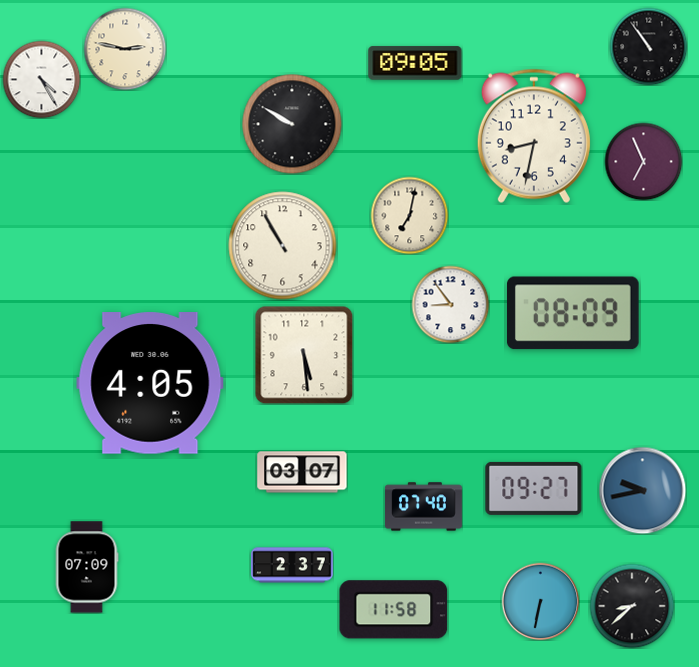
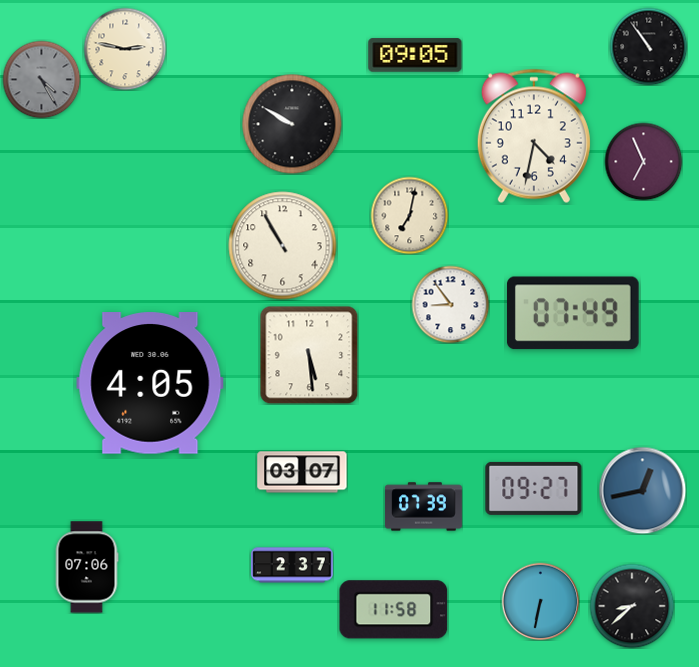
clock at (415, 63) position: (415, 63) -> (415, 55)
clock at (41, 79) dial: white -> grey
clock at (534, 136): 8:32 -> 4:32
clock at (574, 313): 08:09 -> 07:49
clock at (304, 355) position: (304, 355) -> (309, 355)
clock at (642, 490): 9:43 -> 12:43
clock at (423, 507): 07:40 -> 07:39
clock at (87, 567): 07:09 -> 07:06
